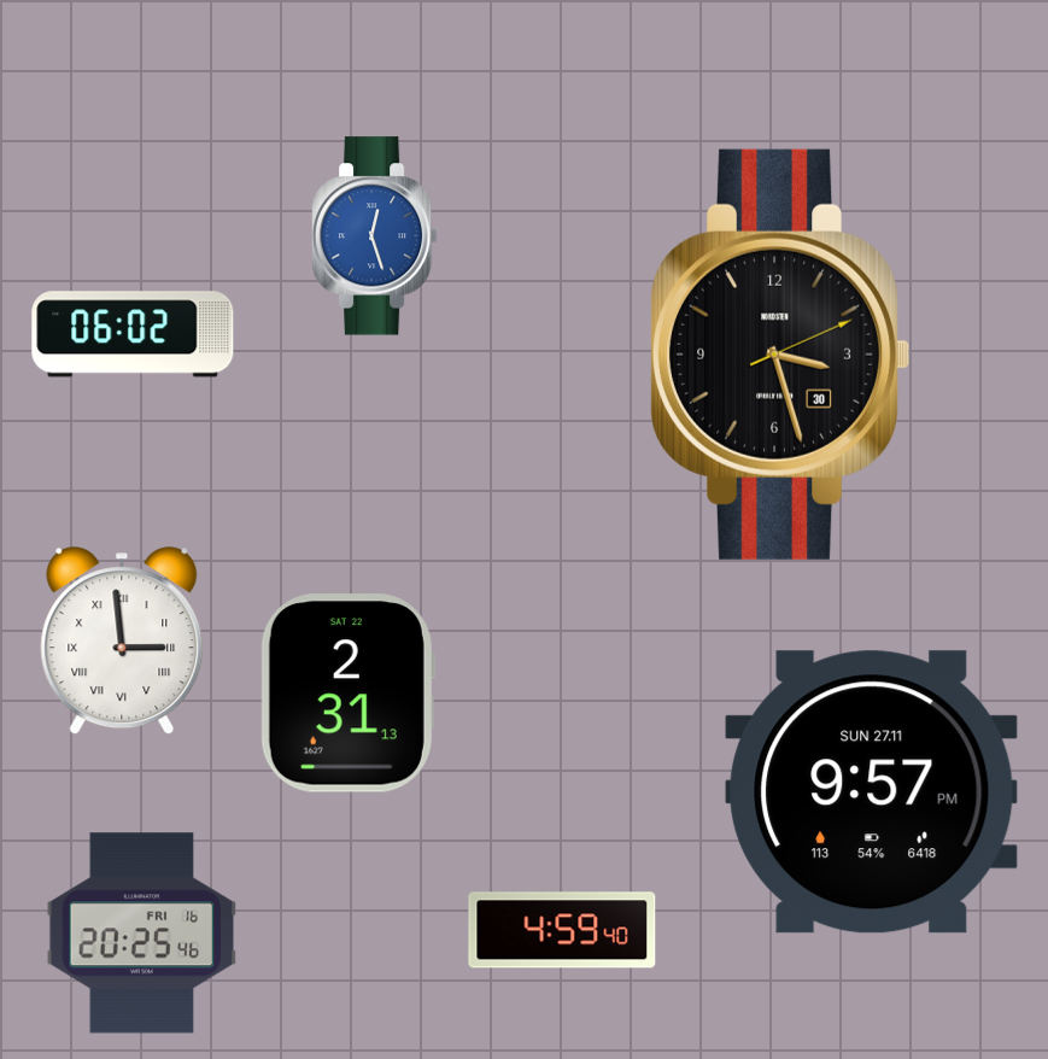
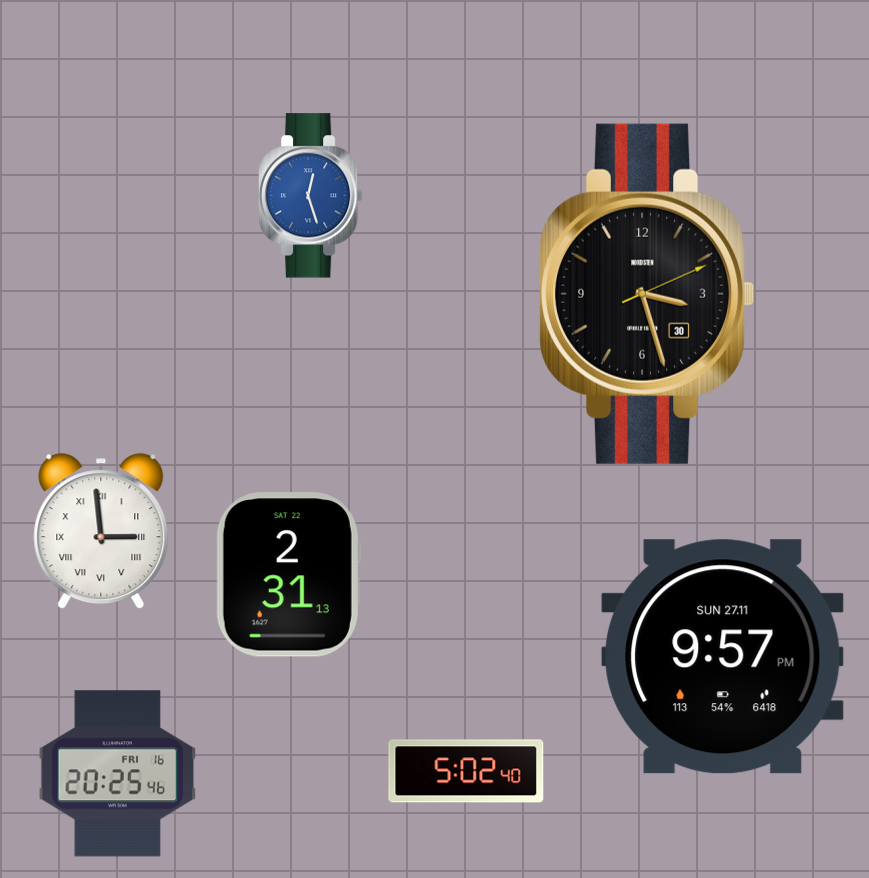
clock at (133, 334): 06:02 -> none
clock at (562, 930): 4:59 -> 5:02
